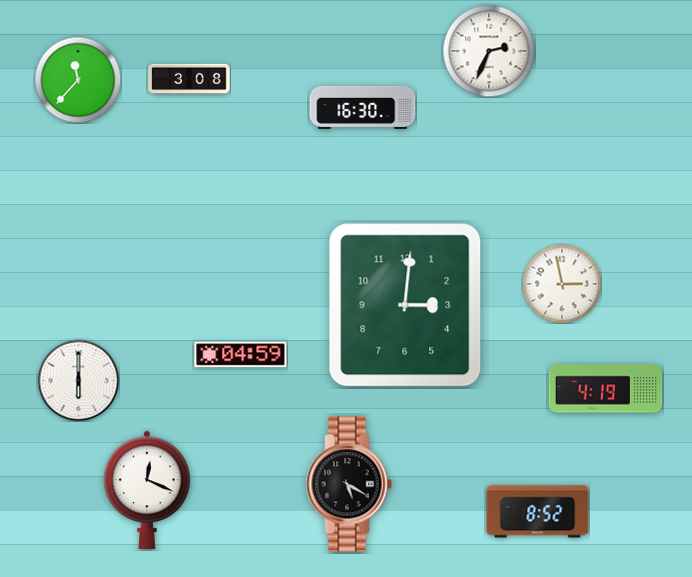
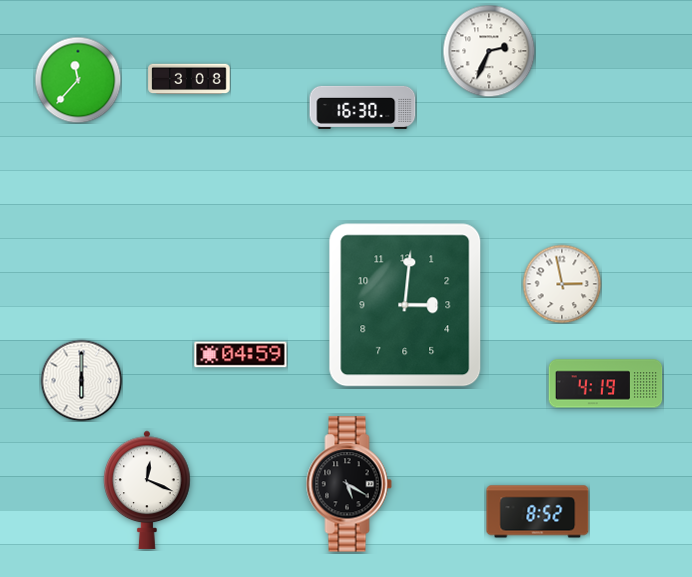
clock at (78, 380) position: (78, 380) -> (81, 380)
clock at (606, 389) position: (606, 389) -> (606, 384)
